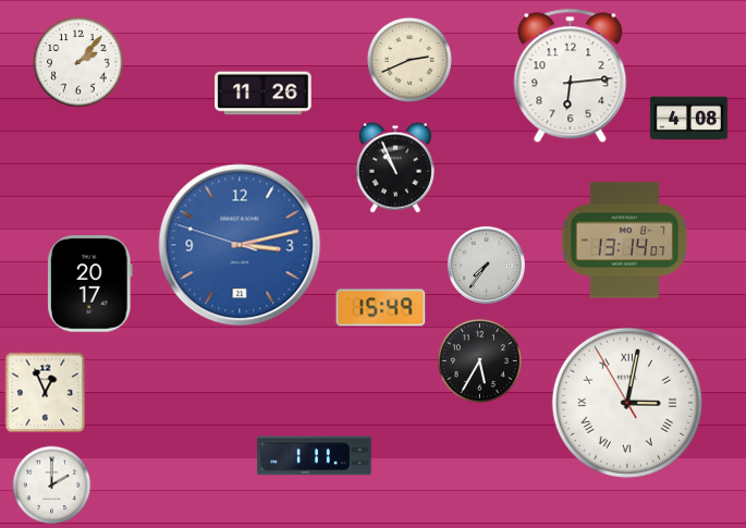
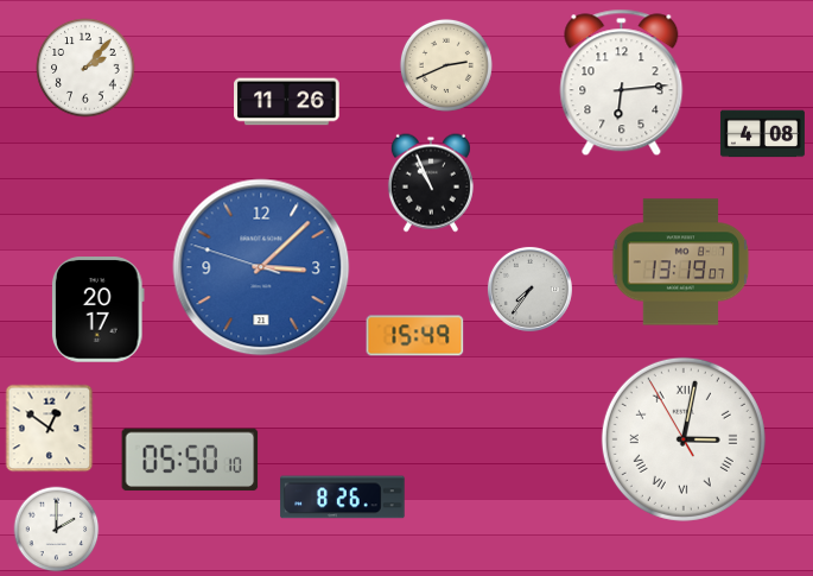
clock at (688, 119) position: (688, 119) -> (762, 134)
clock at (625, 241): 13:14 -> 13:19
clock at (240, 245): 3:12 -> 3:07
clock at (479, 360): 5:35 -> none
clock at (46, 393): 12:56 -> 12:51
clock at (190, 460): none -> 05:50
clock at (315, 456): 1:11 -> 8:26
